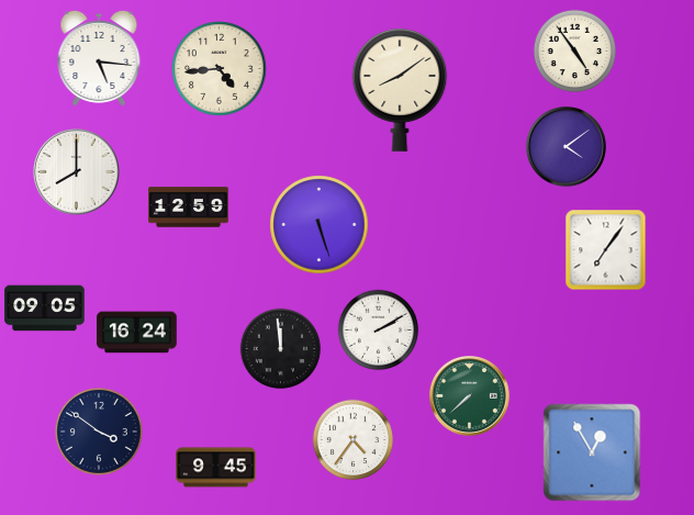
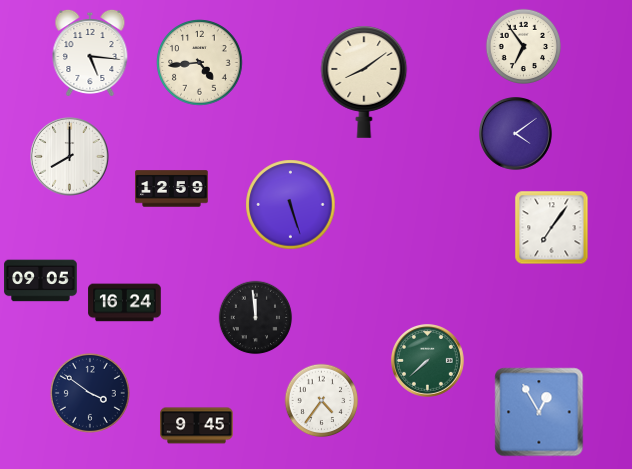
clock at (574, 51): 4:54 -> 6:54
clock at (379, 331): 2:10 -> none
